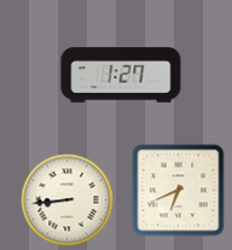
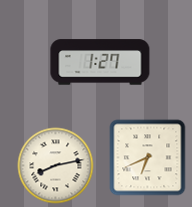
clock at (68, 200): 8:44 -> 8:13
